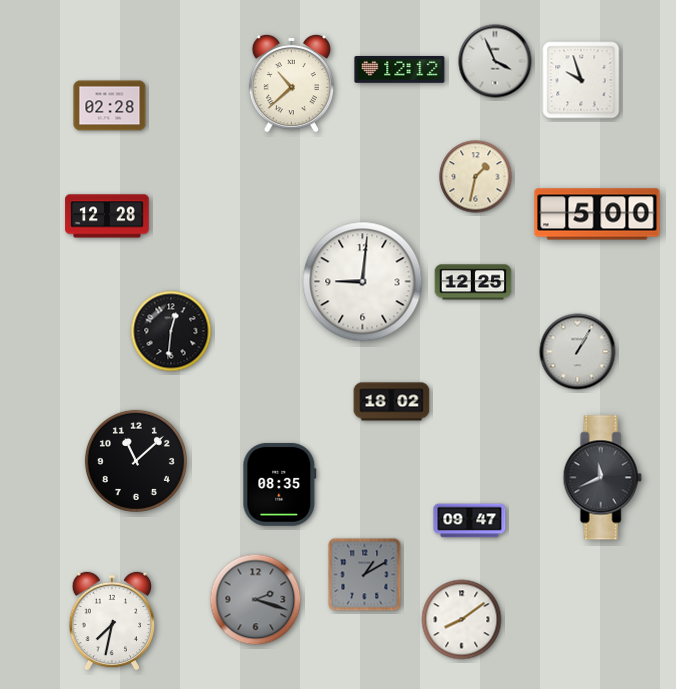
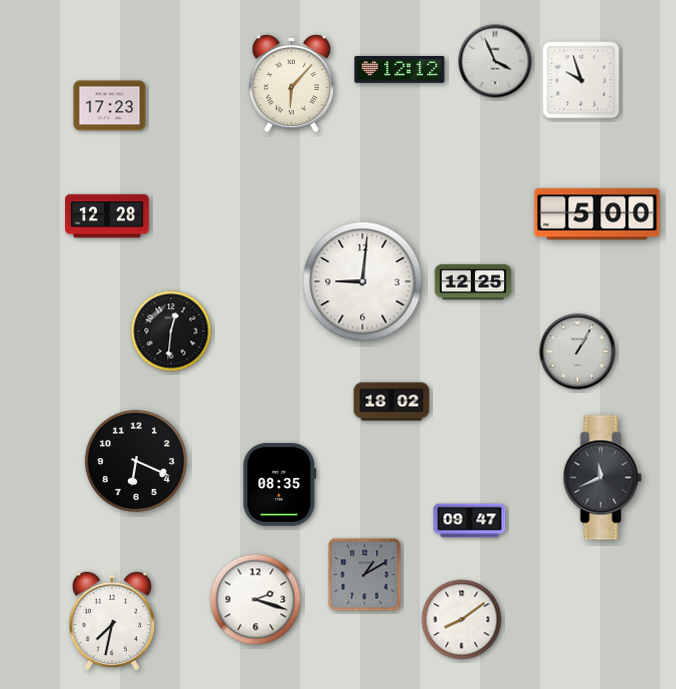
clock at (291, 83): 10:38 -> 6:07
clock at (110, 106): 02:28 -> 17:23
clock at (476, 177): 1:32 -> none
clock at (136, 461): 11:08 -> 6:19
clock at (256, 600) dial: grey -> white
